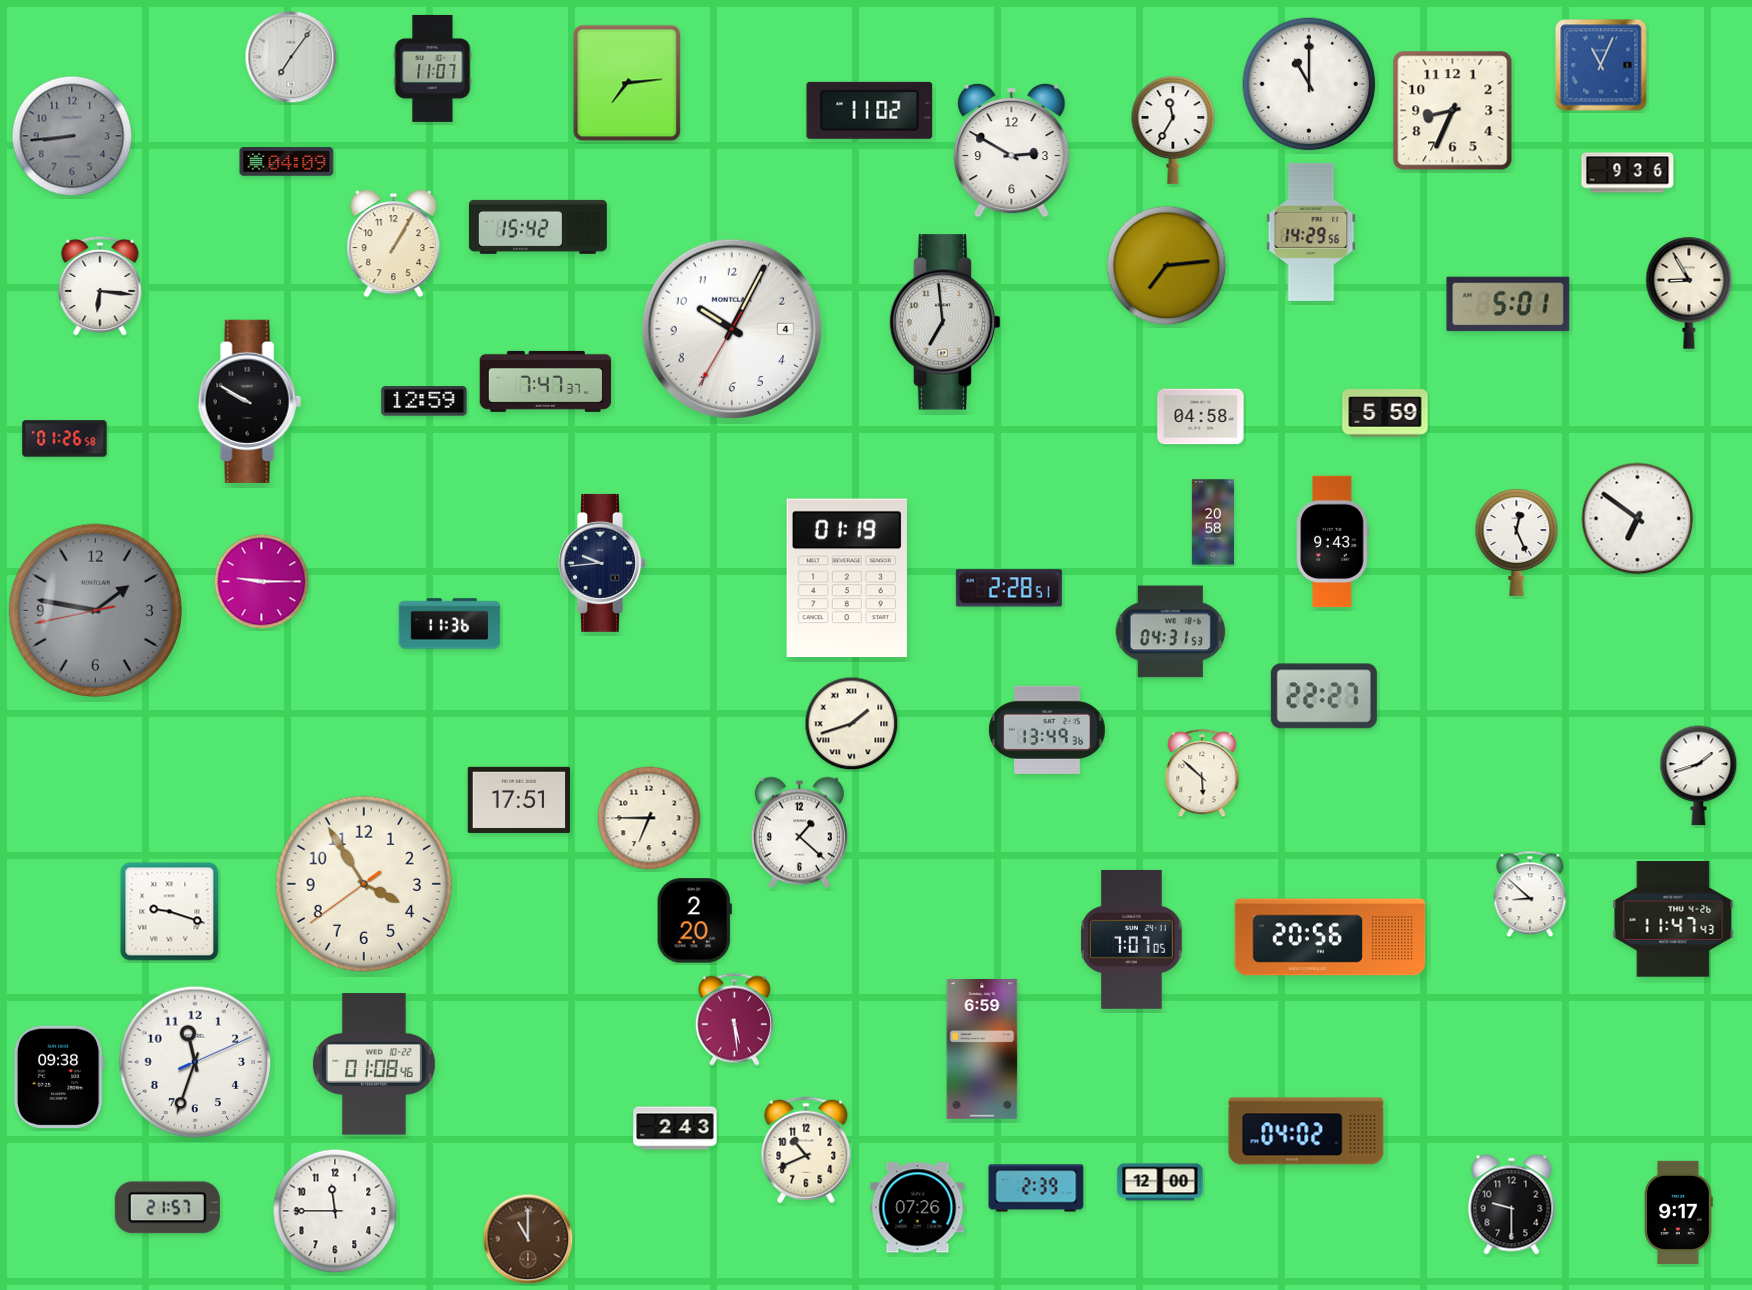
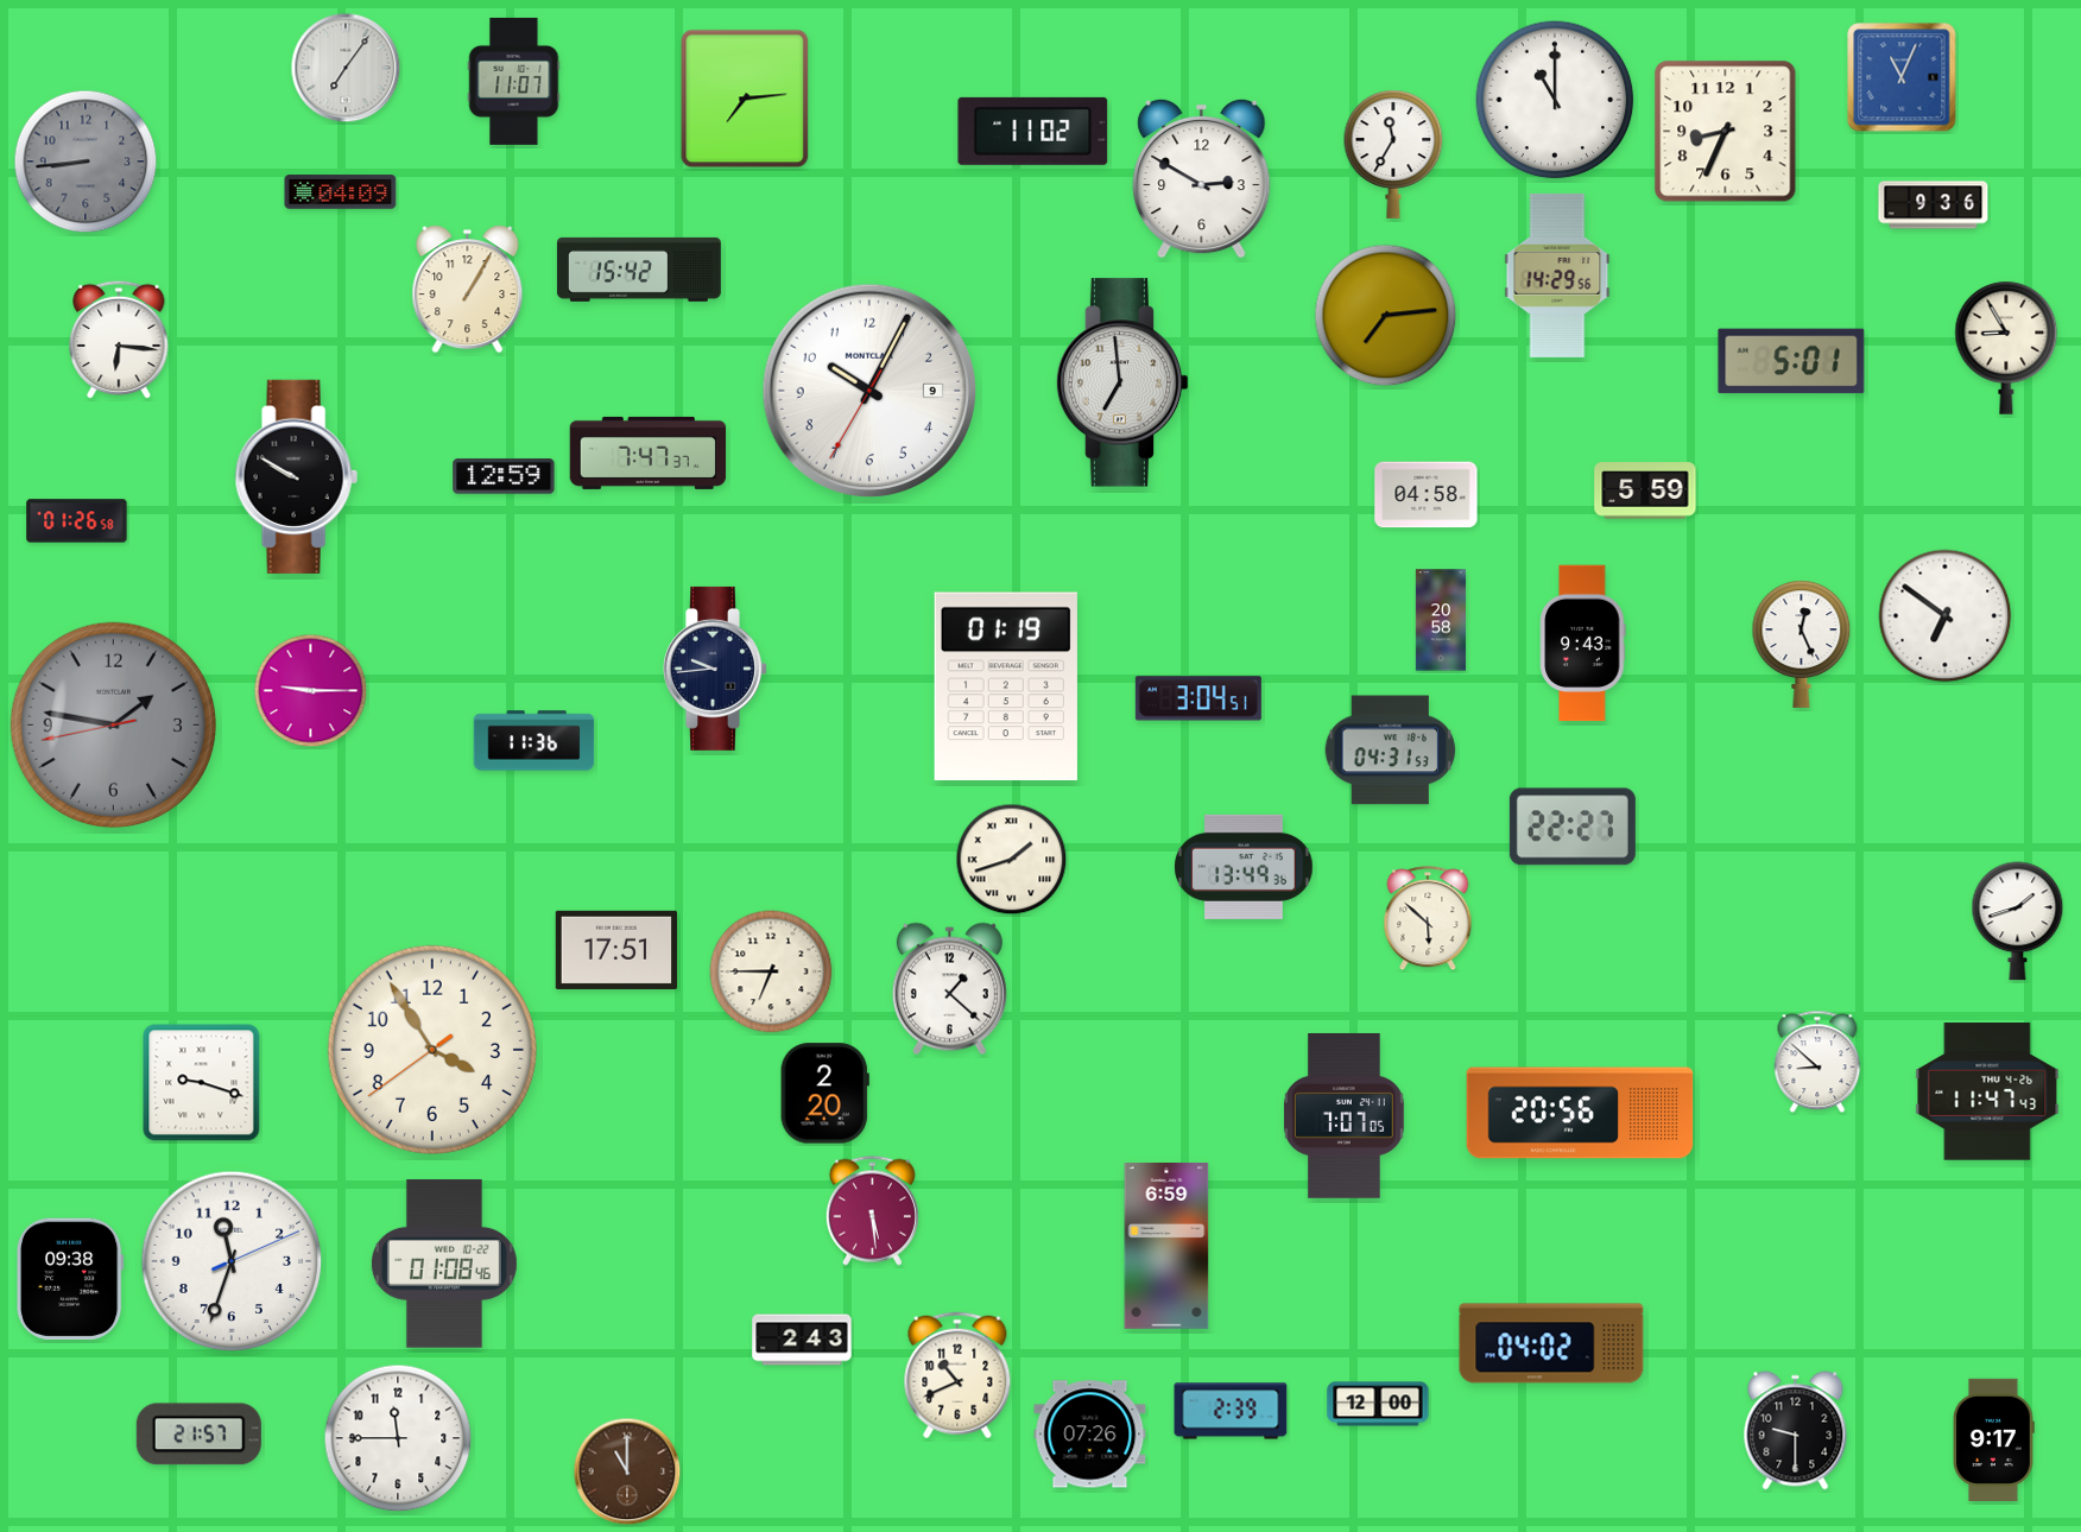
clock at (732, 329) date: 4 -> 9
clock at (1009, 588): 2:28 -> 3:04
clock at (806, 1150) position: (806, 1150) -> (957, 1375)
